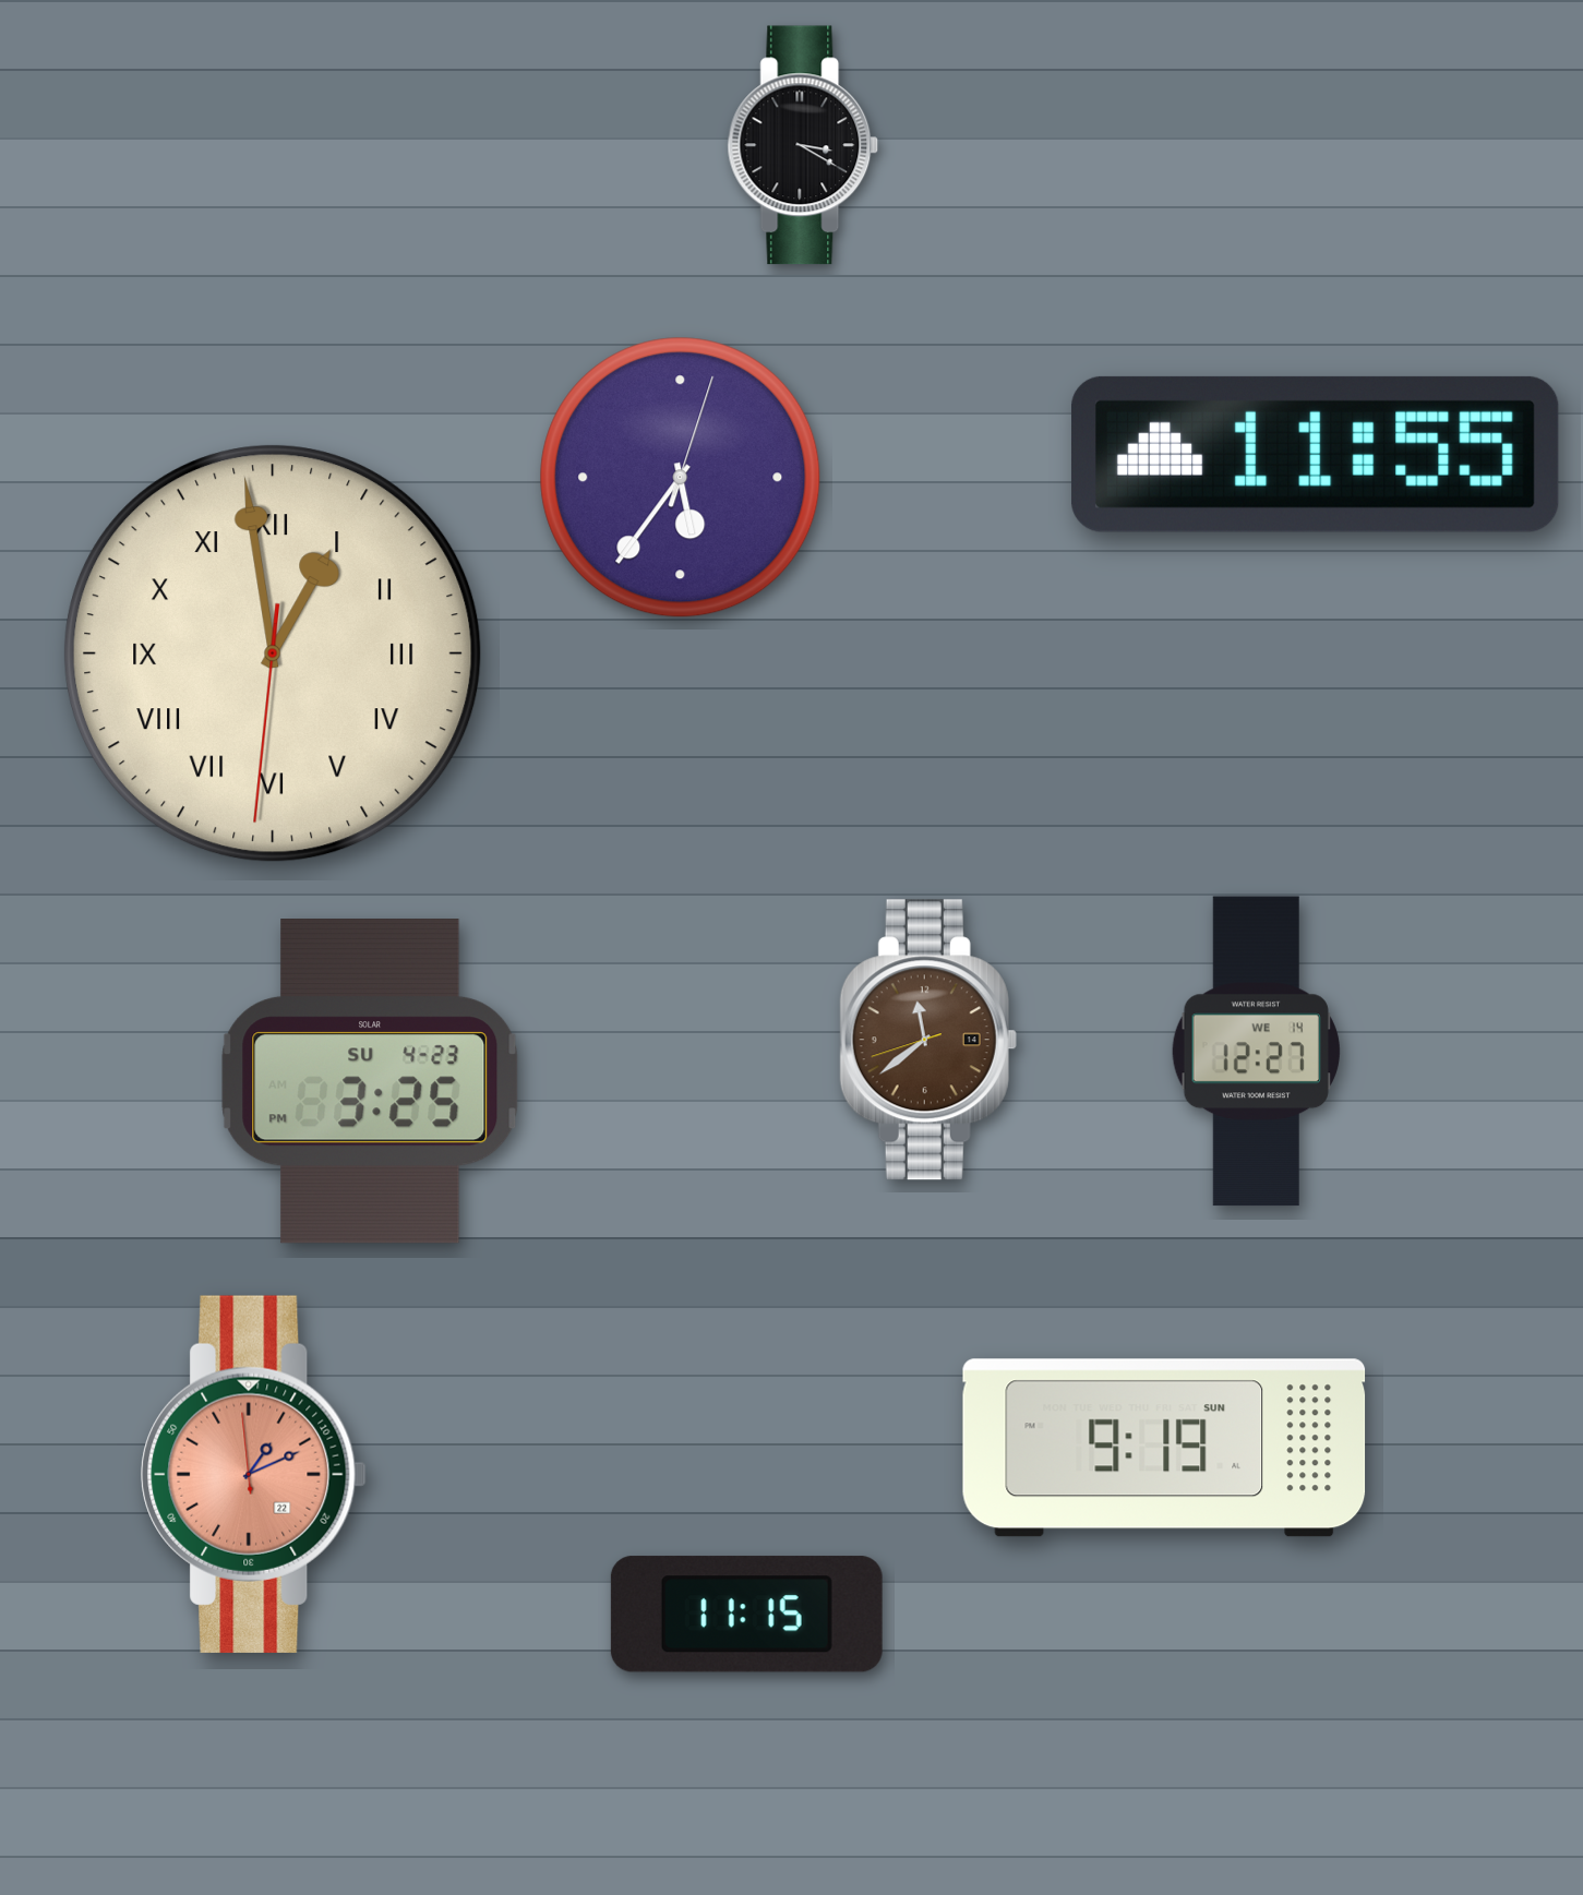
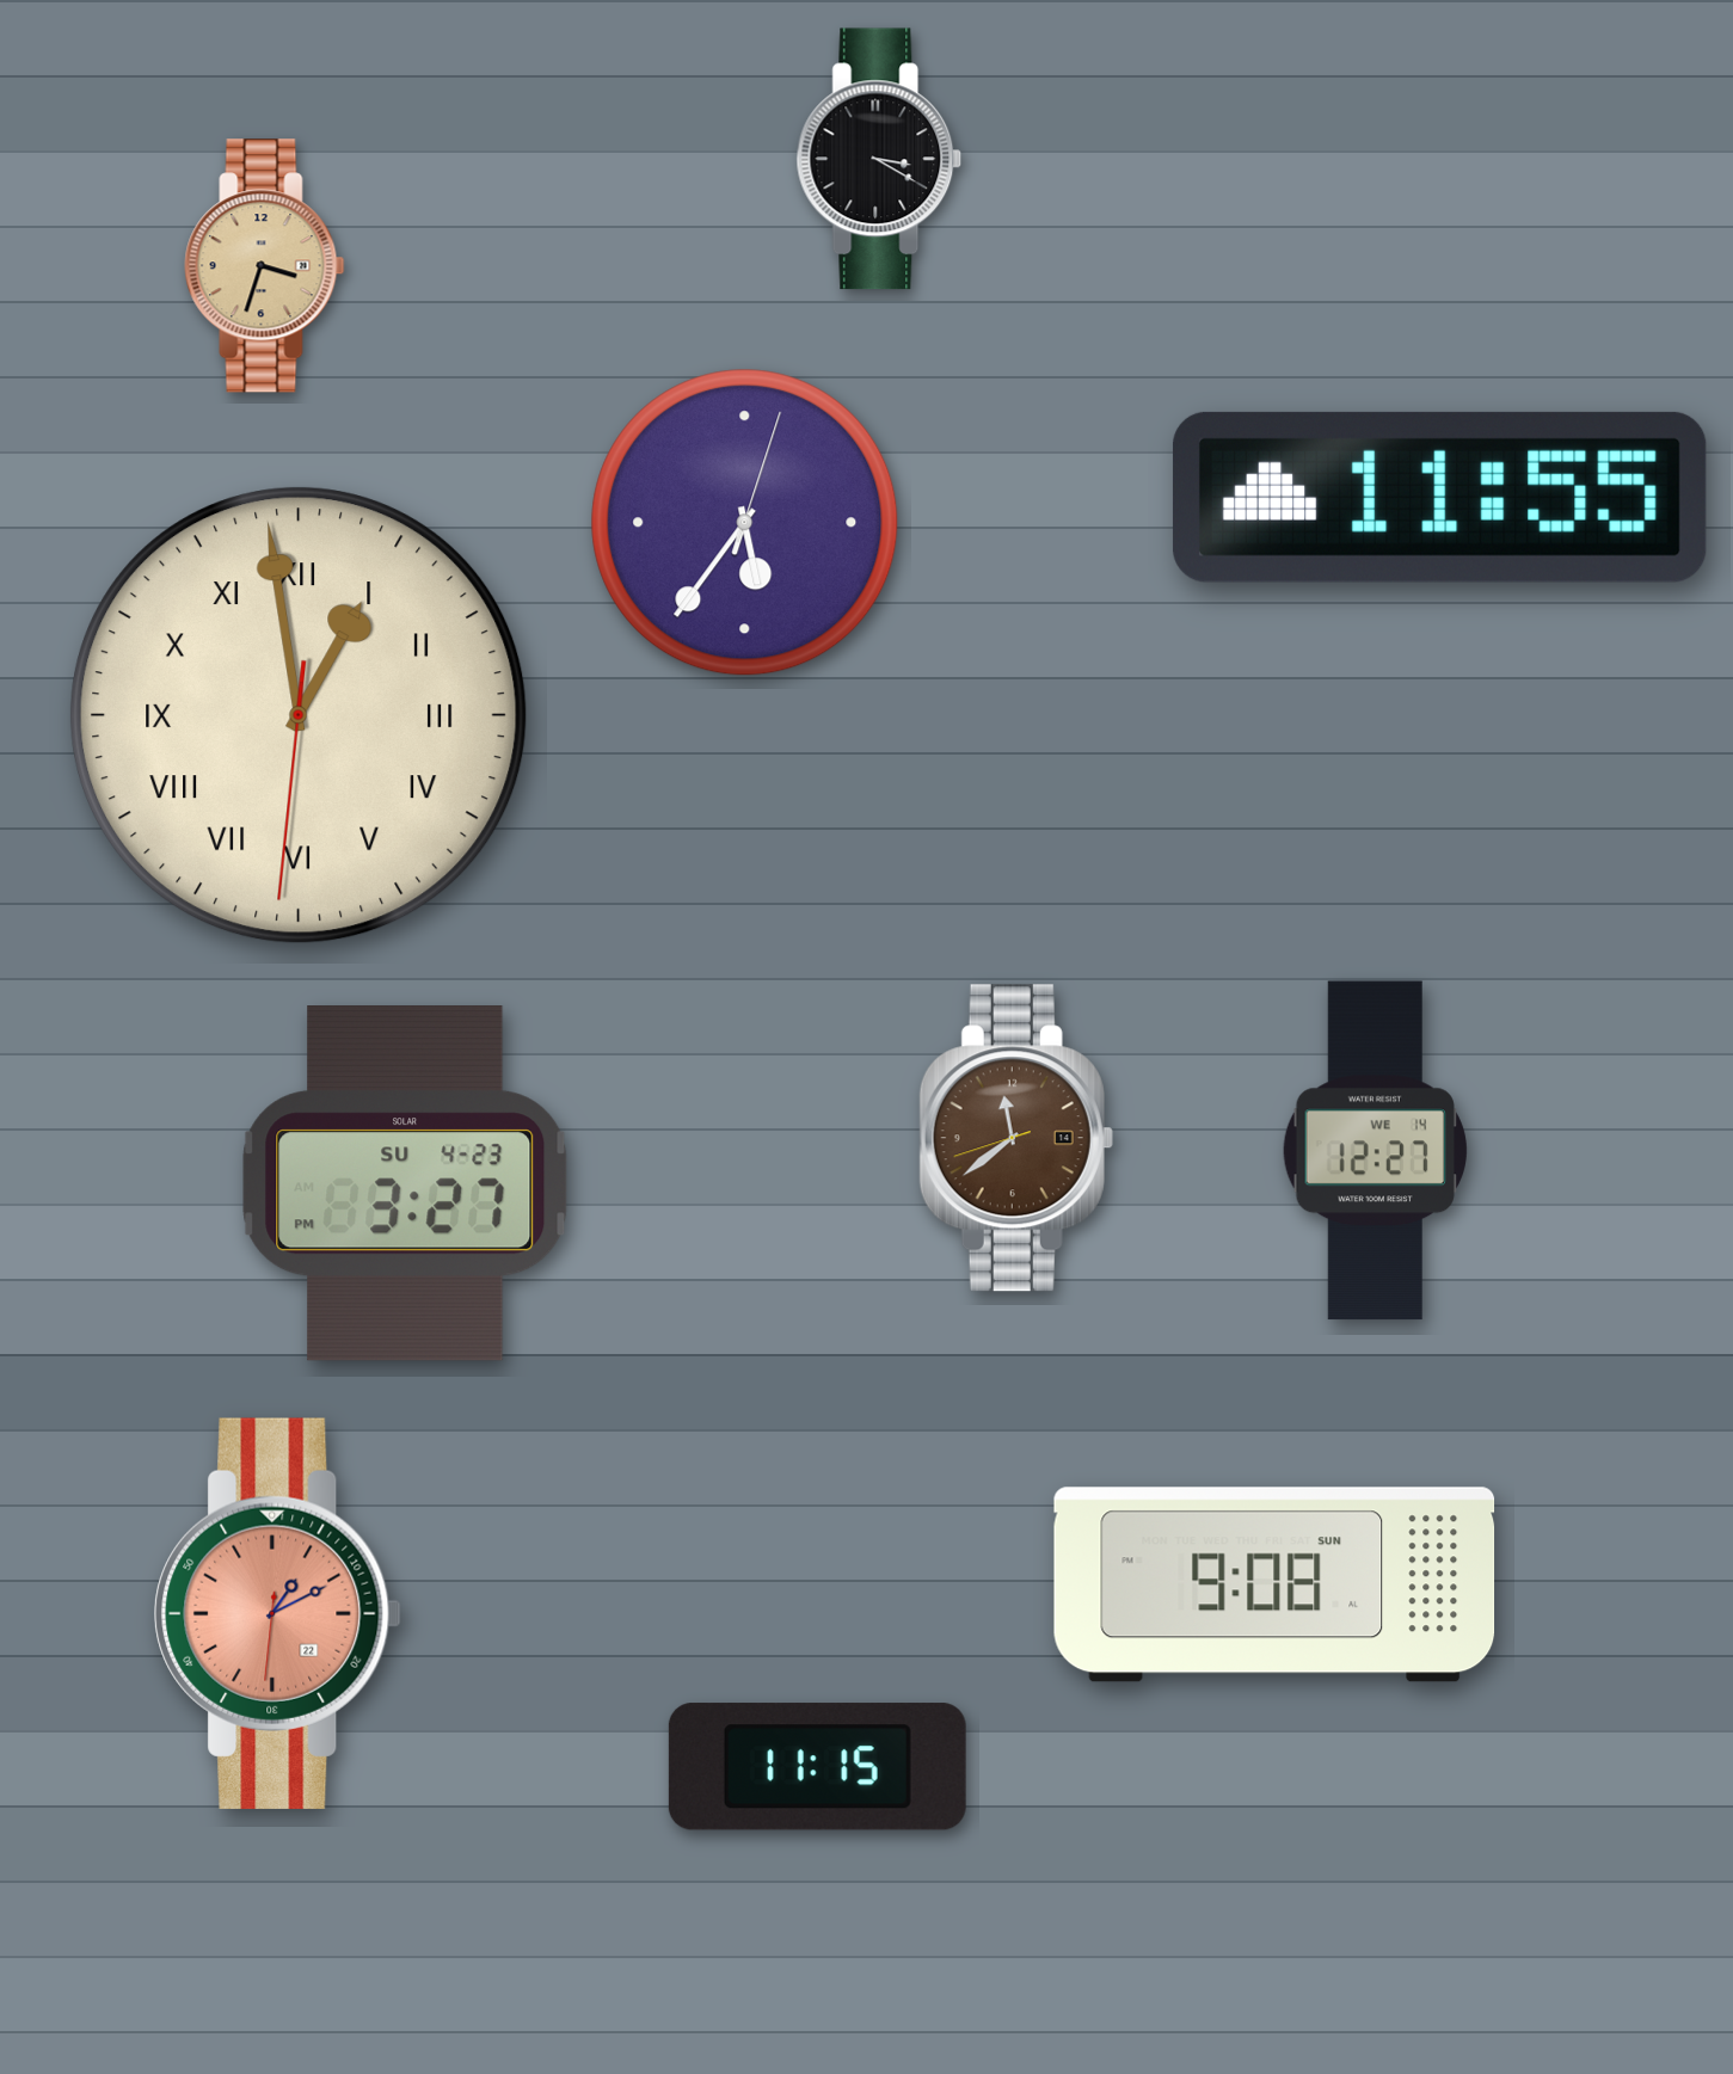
clock at (265, 266): none -> 3:33
clock at (370, 1081): 3:25 -> 3:27
clock at (1164, 1448): 9:19 -> 9:08
clock at (254, 1474): 1:10:59 -> 1:10:31
